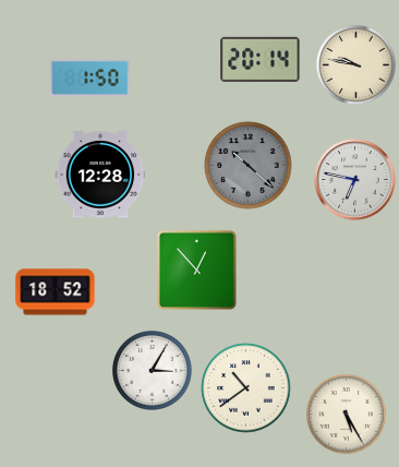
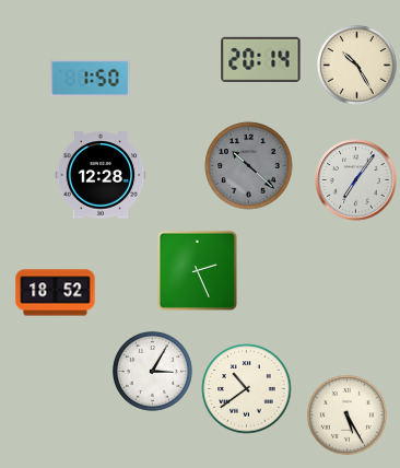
clock at (355, 64): 9:47 -> 10:25
clock at (355, 180): 6:47 -> 7:06
clock at (196, 270): 12:53 -> 2:26
